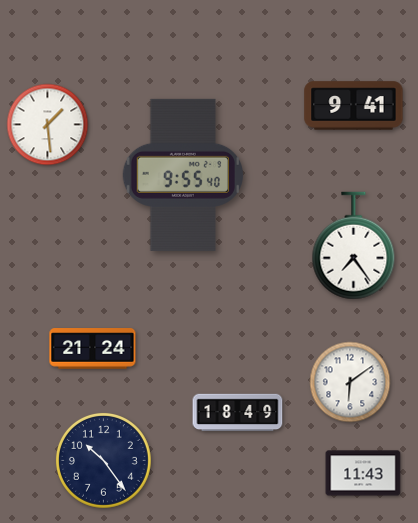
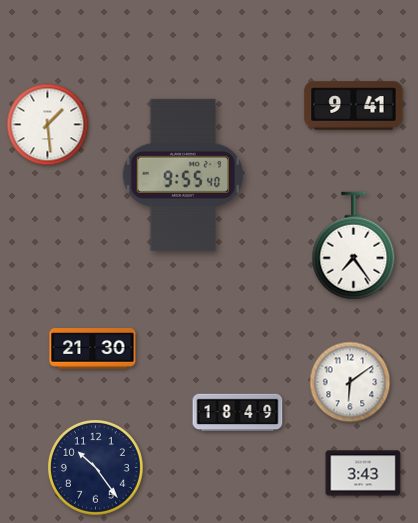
clock at (93, 349): 21:24 -> 21:30
clock at (103, 460) position: (103, 460) -> (95, 467)
clock at (363, 473): 11:43 -> 3:43
